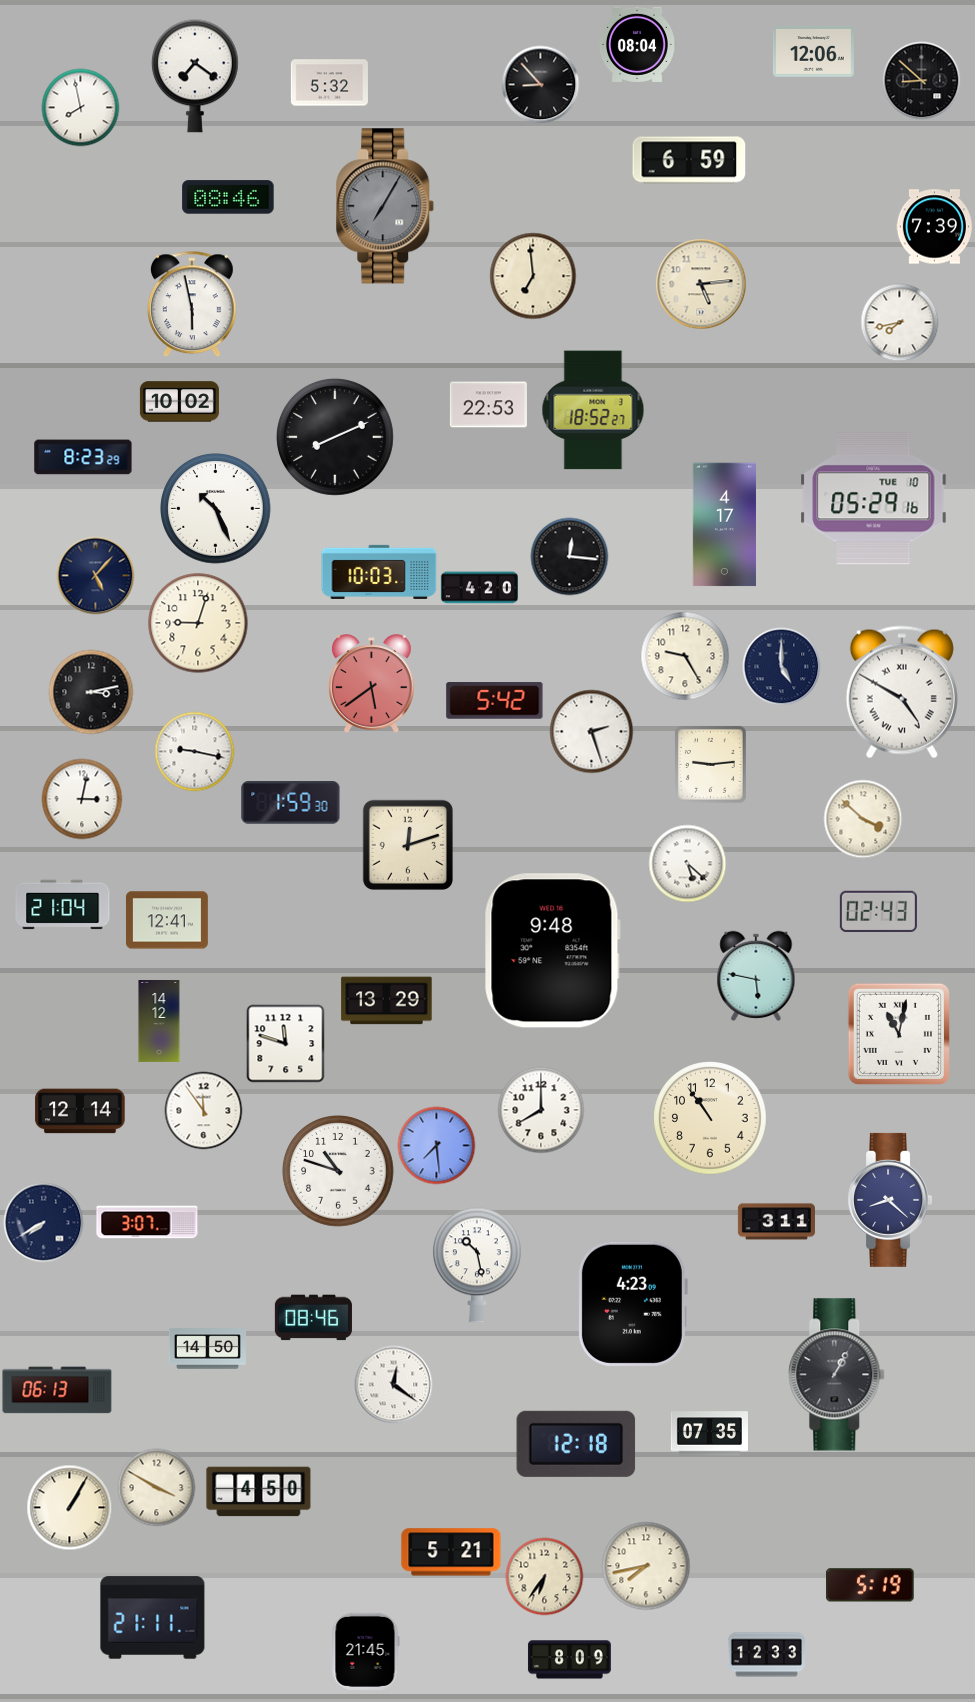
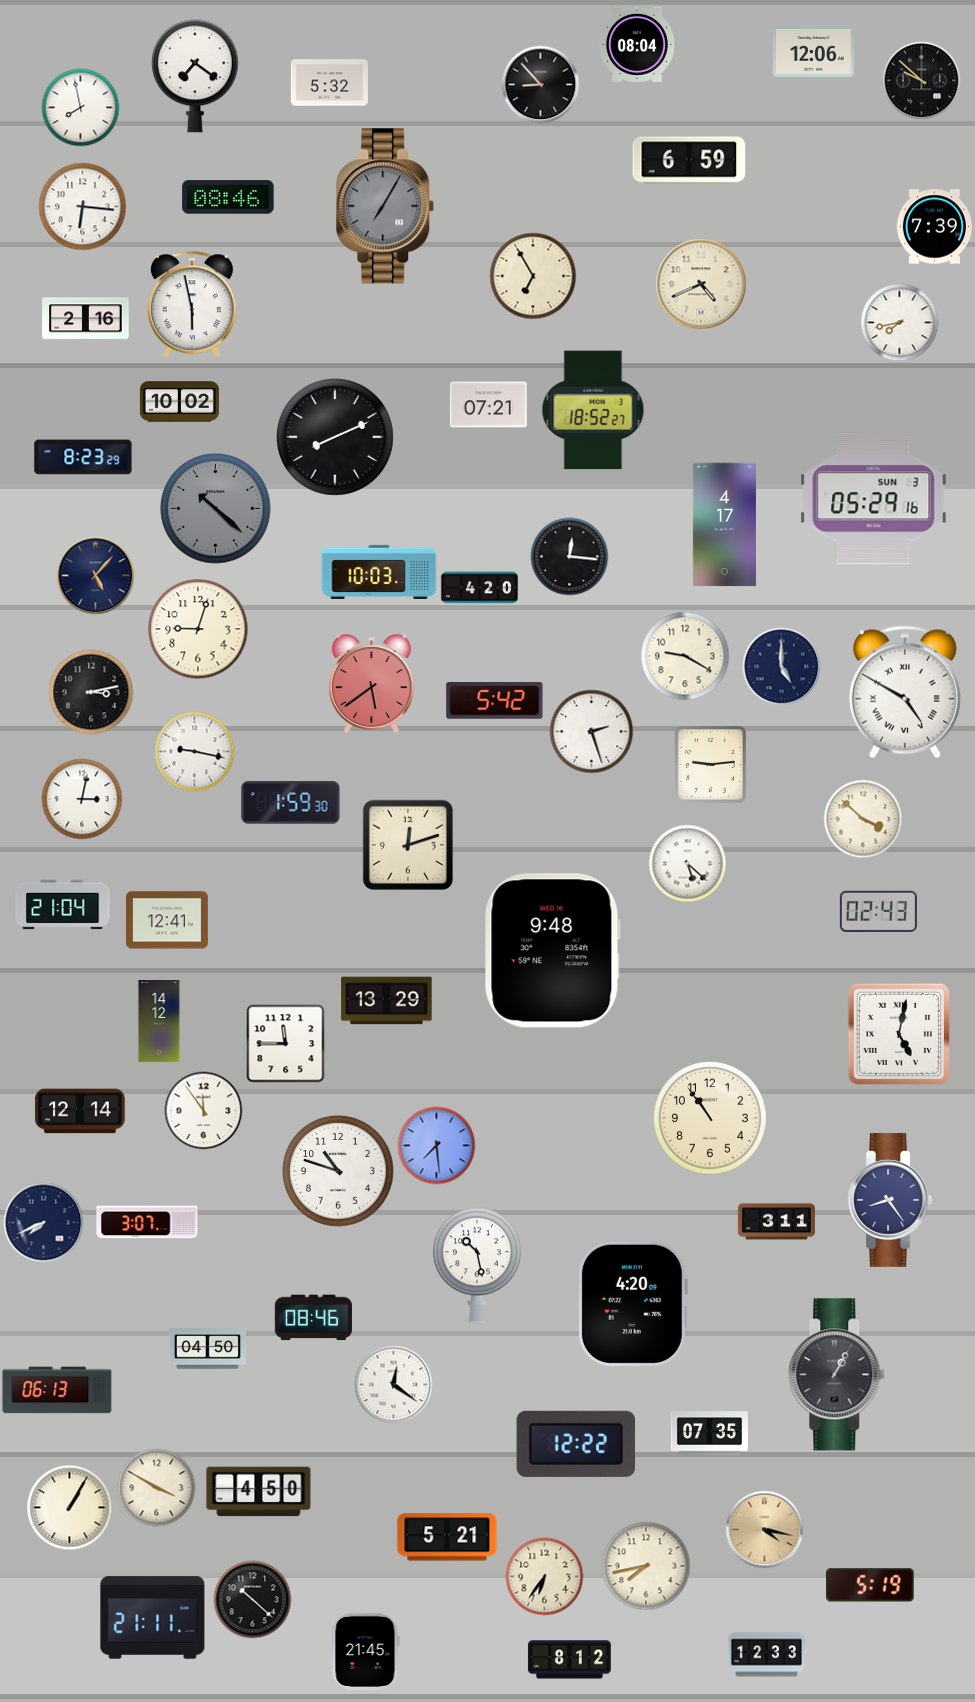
clock at (921, 80): 8:52 -> 9:52
clock at (82, 206): none -> 6:16
clock at (533, 276): 6:59 -> 6:55
clock at (701, 284): 5:14 -> 4:41
clock at (86, 319): none -> 2:16
clock at (488, 405): 22:53 -> 07:21
clock at (874, 499) date: TUE 10 -> SUN 3
clock at (216, 509): 10:26 -> 10:22
clock at (216, 509) dial: white -> grey
clock at (198, 623) position: (198, 623) -> (198, 629)
clock at (685, 656): 9:25 -> 9:20
clock at (902, 692) position: (902, 692) -> (905, 692)
clock at (756, 976): 5:47 -> none
clock at (899, 1034): 11:02 -> 5:02
clock at (285, 1043): 11:48 -> 11:45
clock at (541, 1110): 8:00 -> none
clock at (889, 1200): 8:22 -> 8:24
clock at (43, 1222): 7:40 -> 7:41
clock at (632, 1304): 4:23 -> 4:20
clock at (207, 1349): 14:50 -> 04:50
clock at (576, 1444): 12:18 -> 12:22
clock at (764, 1529): none -> 4:17
clock at (451, 1552) position: (451, 1552) -> (447, 1537)
clock at (252, 1599): none -> 10:22
clock at (569, 1660): 8:09 -> 8:12
